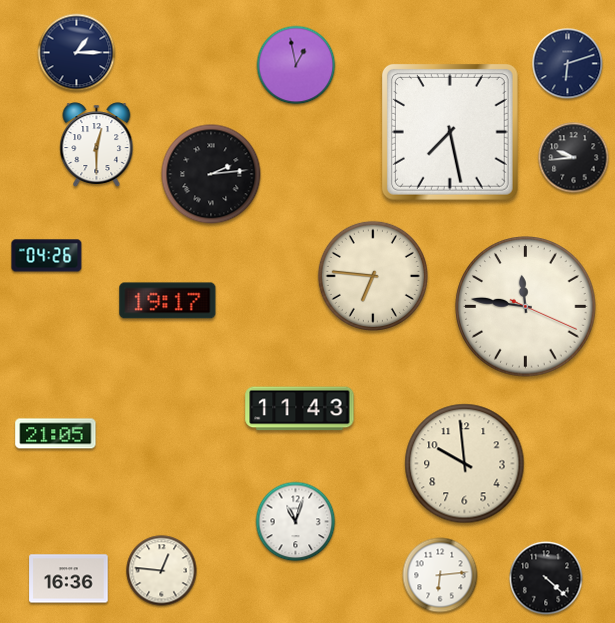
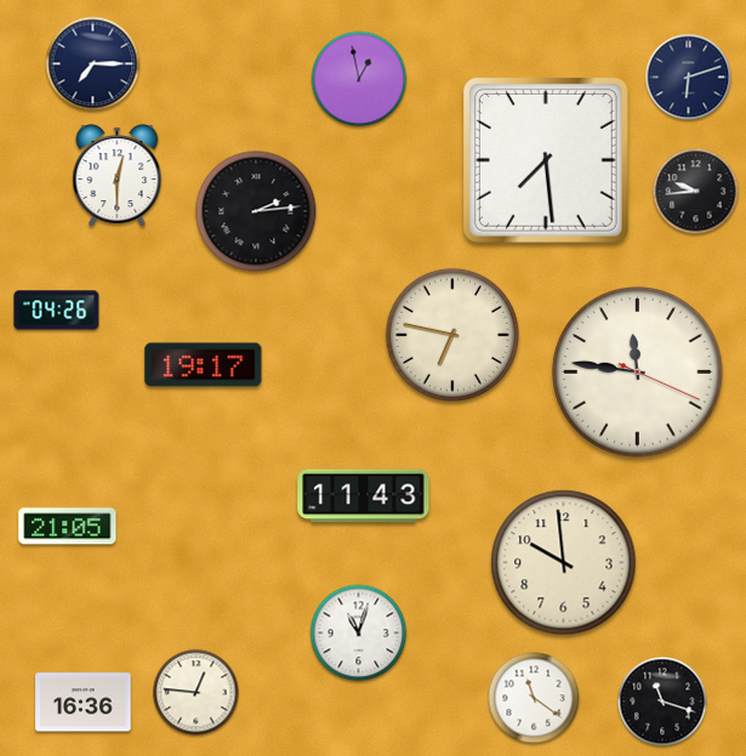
clock at (77, 53): 1:15 -> 7:15
clock at (450, 132): 7:28 -> 7:29
clock at (373, 276): 6:46 -> 6:47
clock at (440, 575): 6:14 -> 11:21
clock at (546, 578): 4:22 -> 11:18
